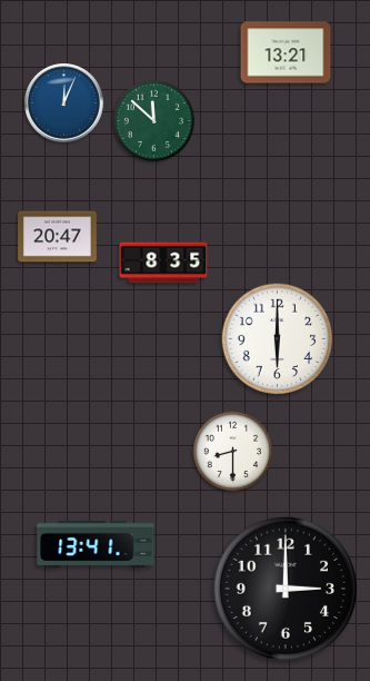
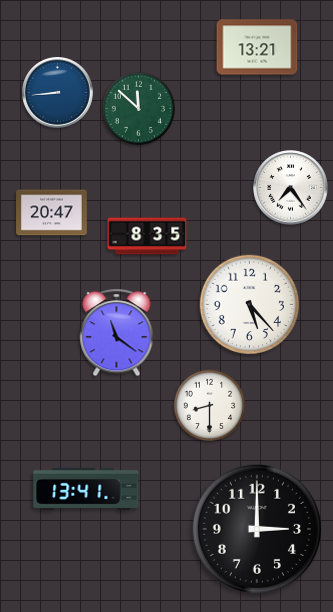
clock at (64, 103): 12:04 -> 8:44
clock at (291, 188): none -> 7:24
clock at (278, 339): 6:00 -> 5:23
clock at (117, 333): none -> 11:21
